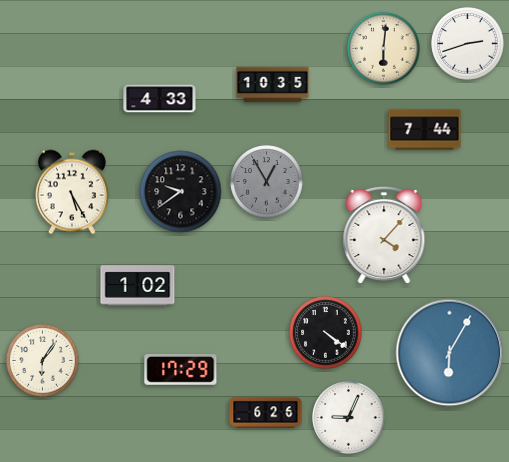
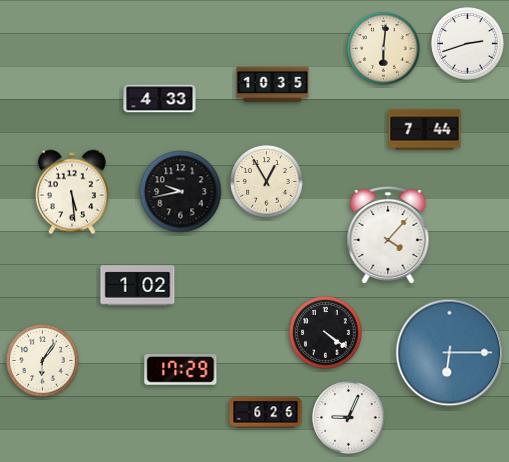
clock at (267, 182) dial: grey -> cream
clock at (72, 192): 5:25 -> 5:29
clock at (181, 192): 9:39 -> 9:43
clock at (384, 234) position: (384, 234) -> (388, 234)
clock at (450, 353): 6:05 -> 6:15
